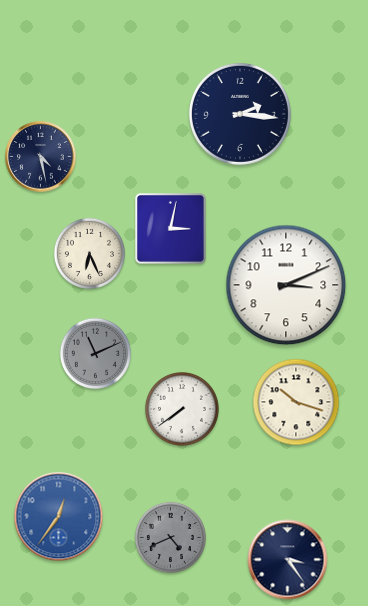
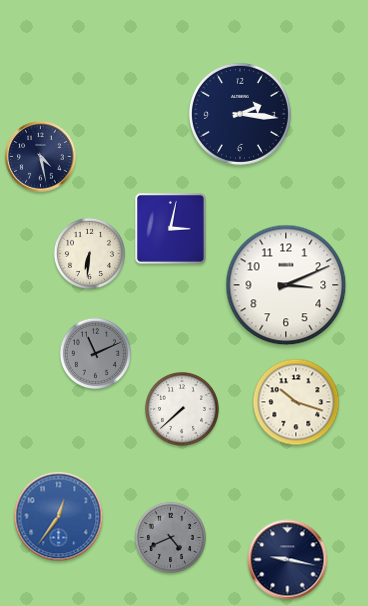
clock at (89, 253): 6:26 -> 6:31
clock at (182, 409): 7:39 -> 7:38
clock at (288, 560): 3:24 -> 9:17
